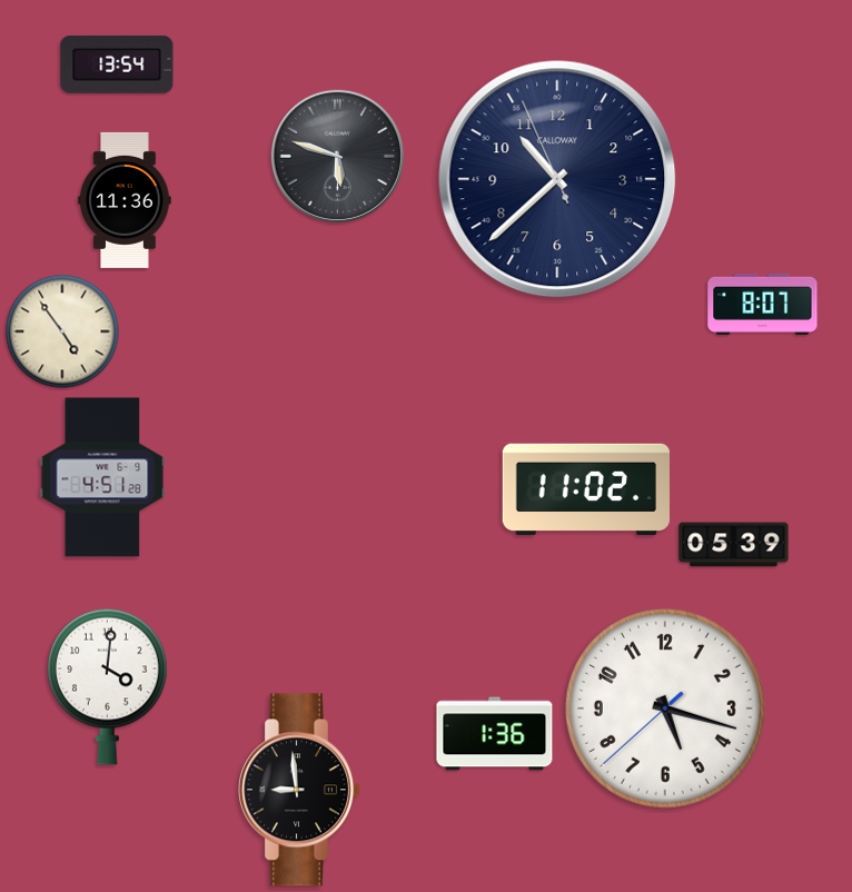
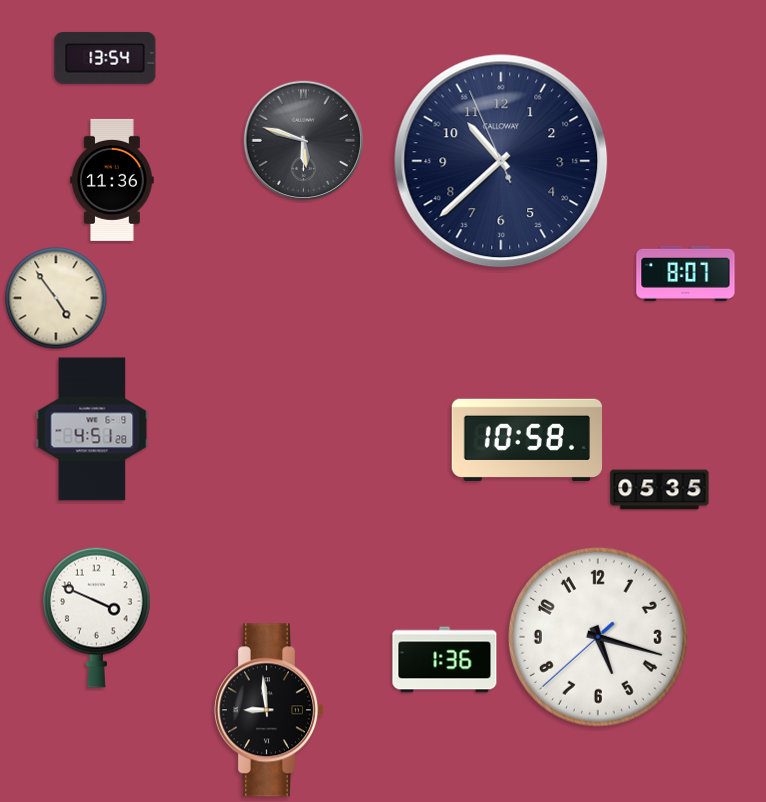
clock at (586, 489): 11:02 -> 10:58
clock at (734, 545): 05:39 -> 05:35
clock at (108, 686): 4:01 -> 3:49
